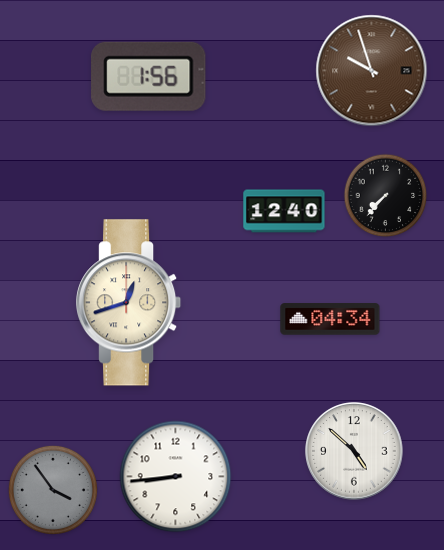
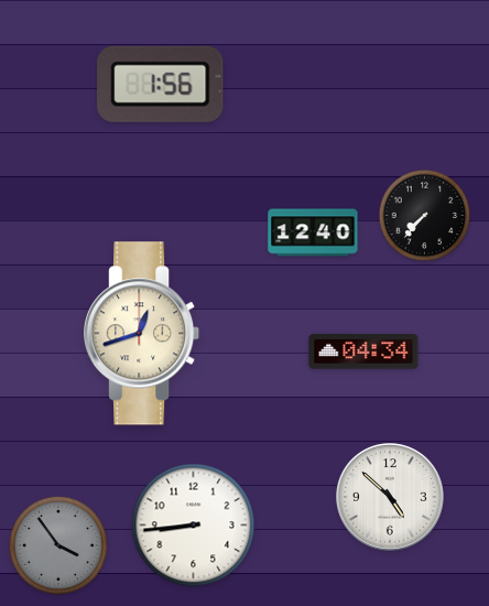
clock at (372, 71): 9:57 -> none
clock at (149, 76) position: (149, 76) -> (161, 84)
clock at (53, 490) position: (53, 490) -> (58, 545)
